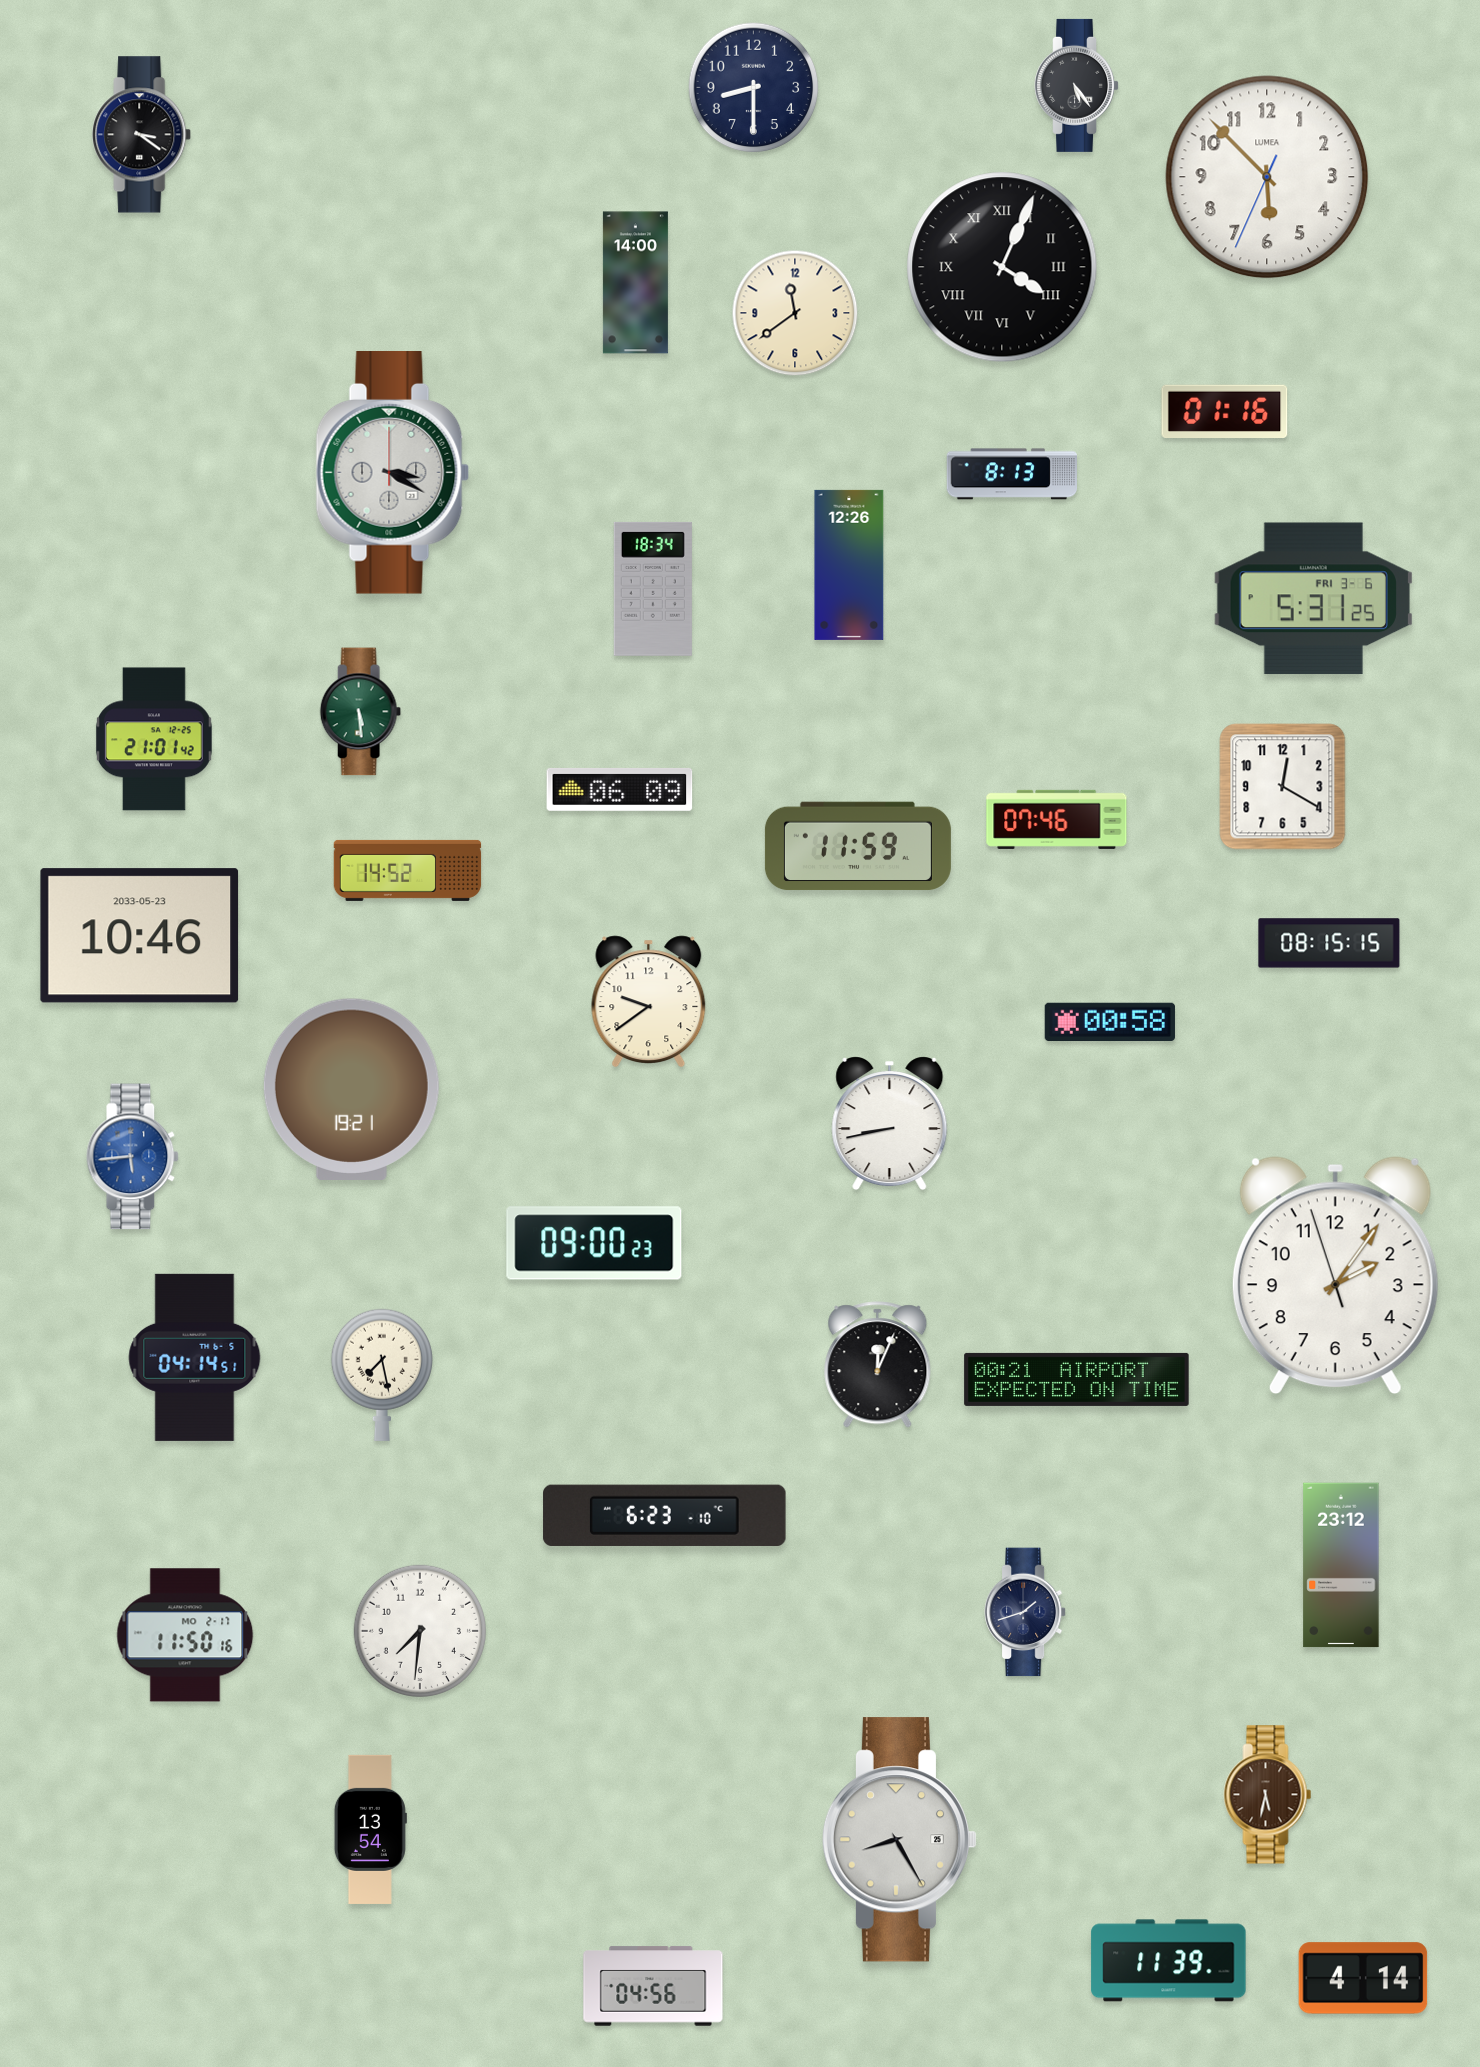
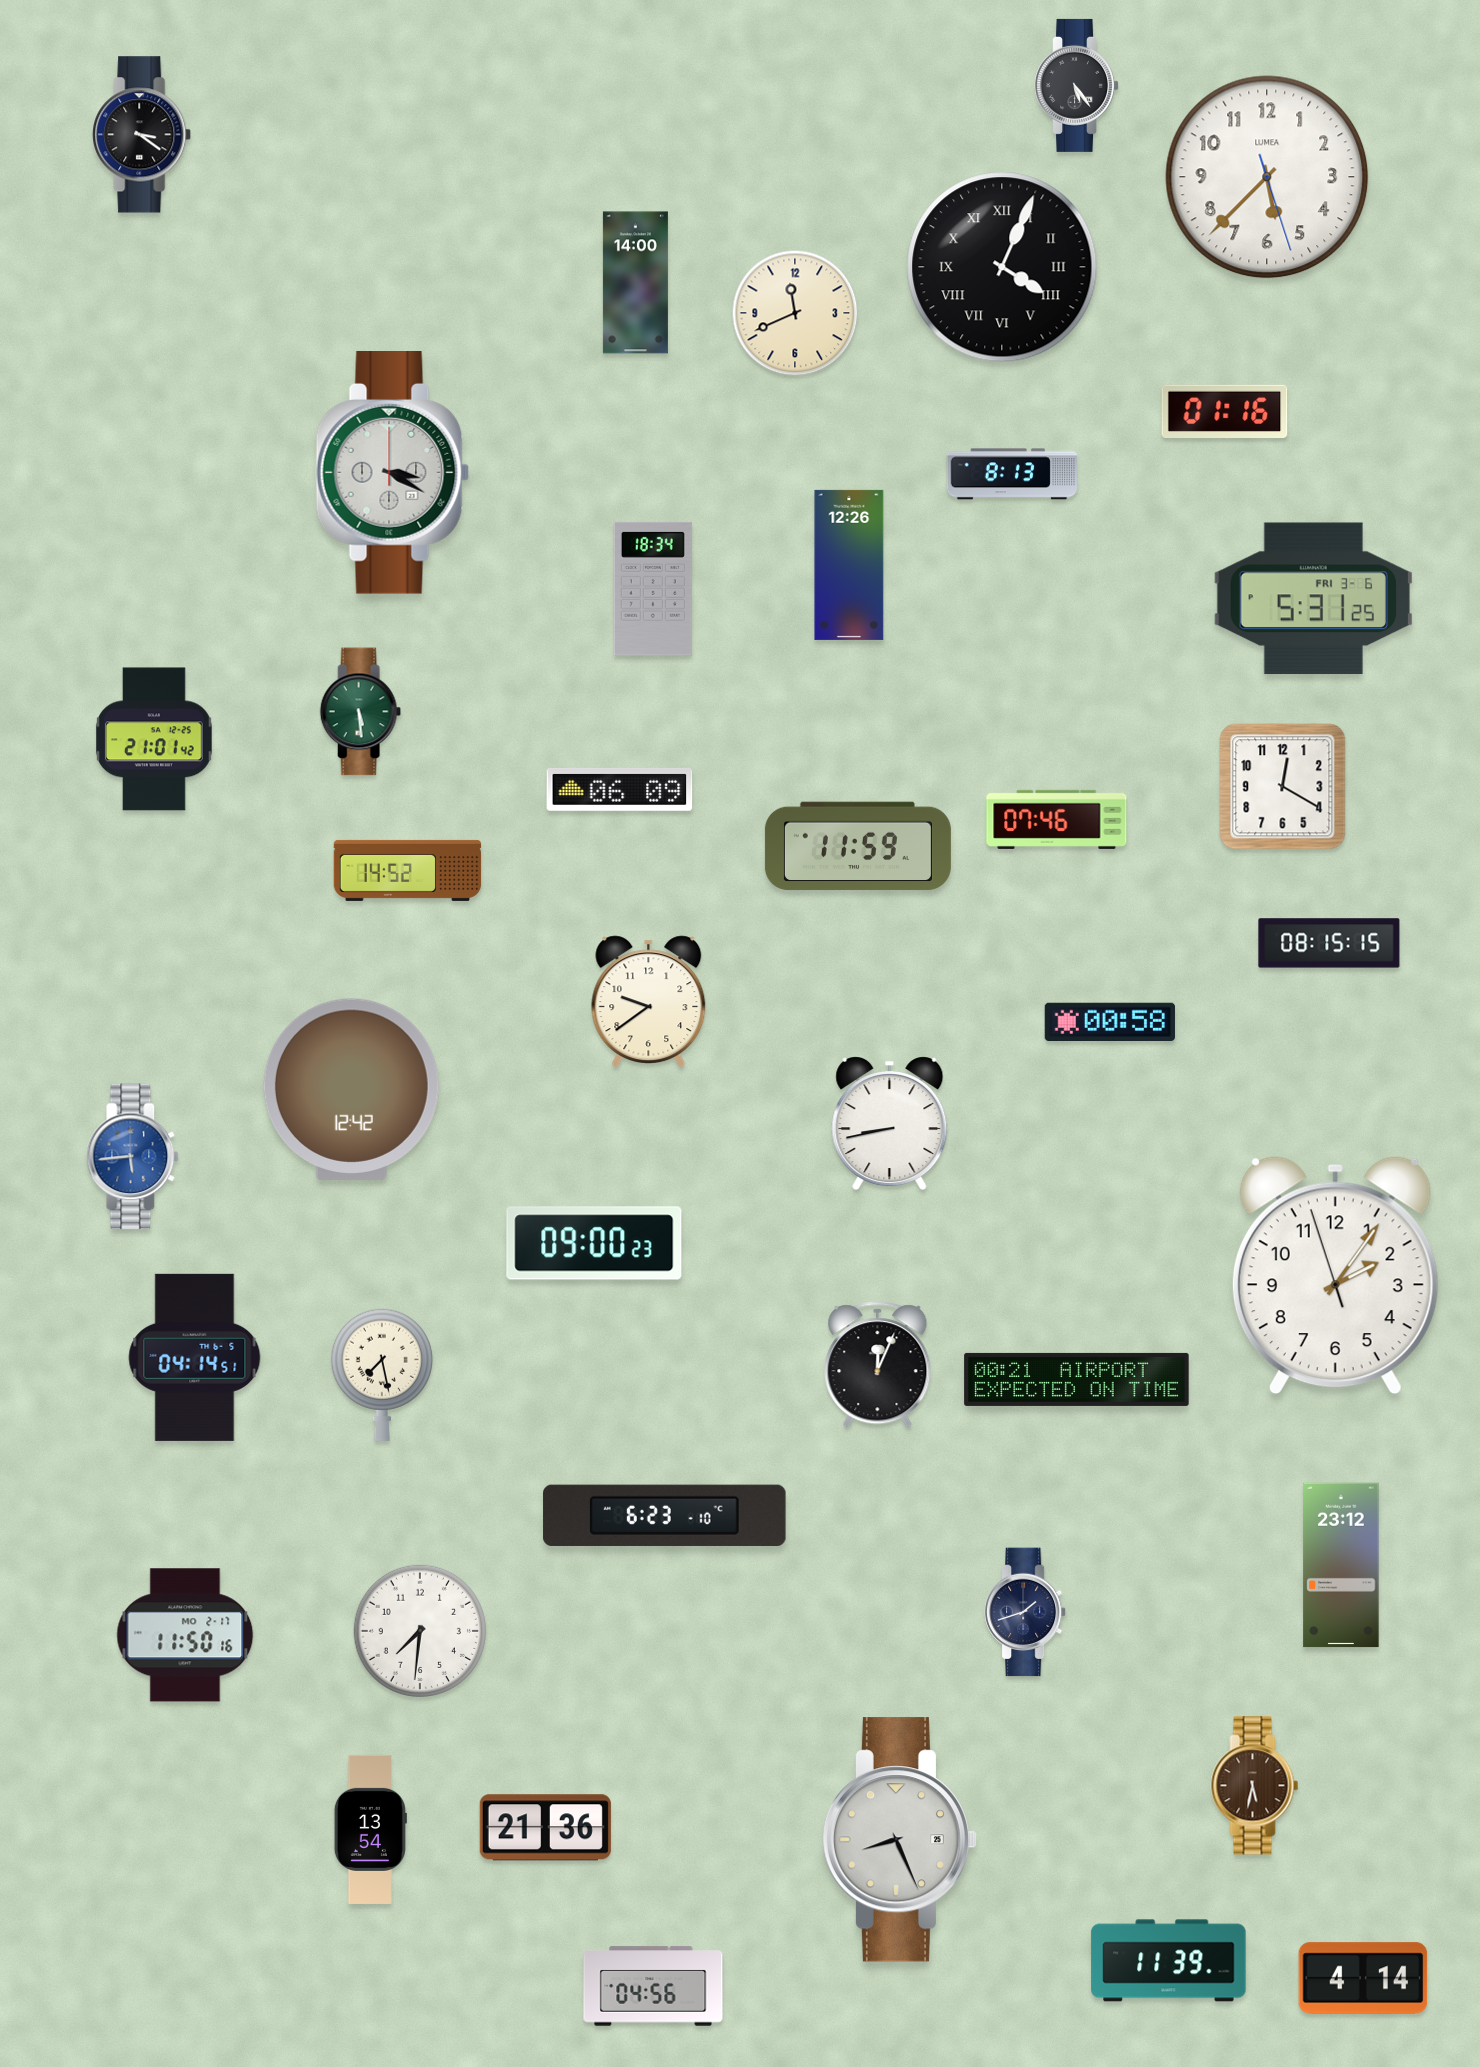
clock at (754, 88): 8:30 -> none
clock at (1267, 177): 5:52 -> 5:37
clock at (795, 313): 11:39 -> 11:41
clock at (140, 936): 10:46 -> none
clock at (351, 1089): 19:21 -> 12:42
clock at (1268, 1795) position: (1268, 1795) -> (1255, 1786)
clock at (545, 1828): none -> 21:36
clock at (900, 1840): 8:25 -> 8:26
